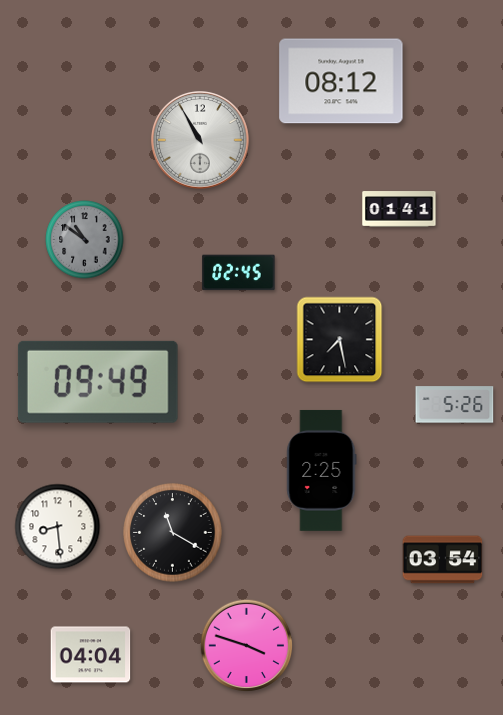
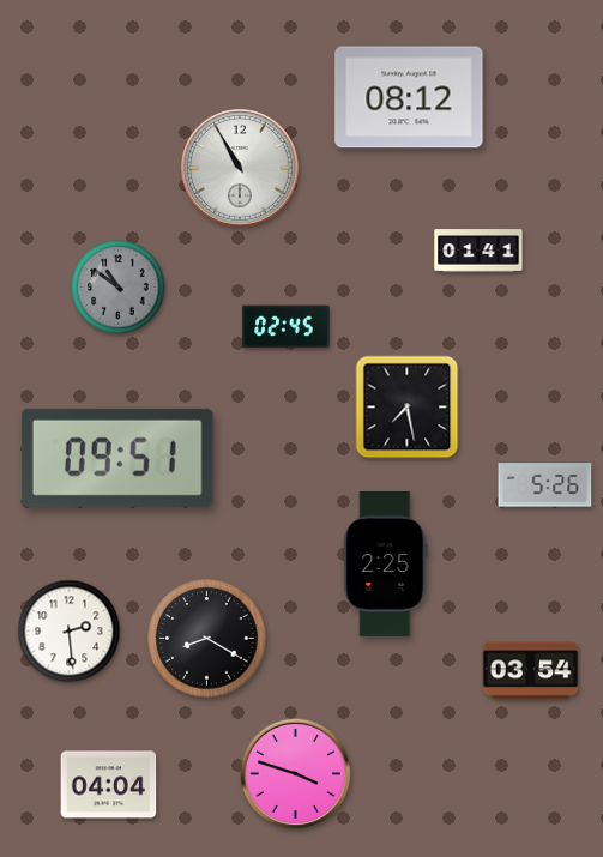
clock at (85, 240) position: (85, 240) -> (119, 288)
clock at (98, 382): 09:49 -> 09:51
clock at (58, 527): 8:29 -> 2:29
clock at (173, 533): 11:20 -> 8:20
